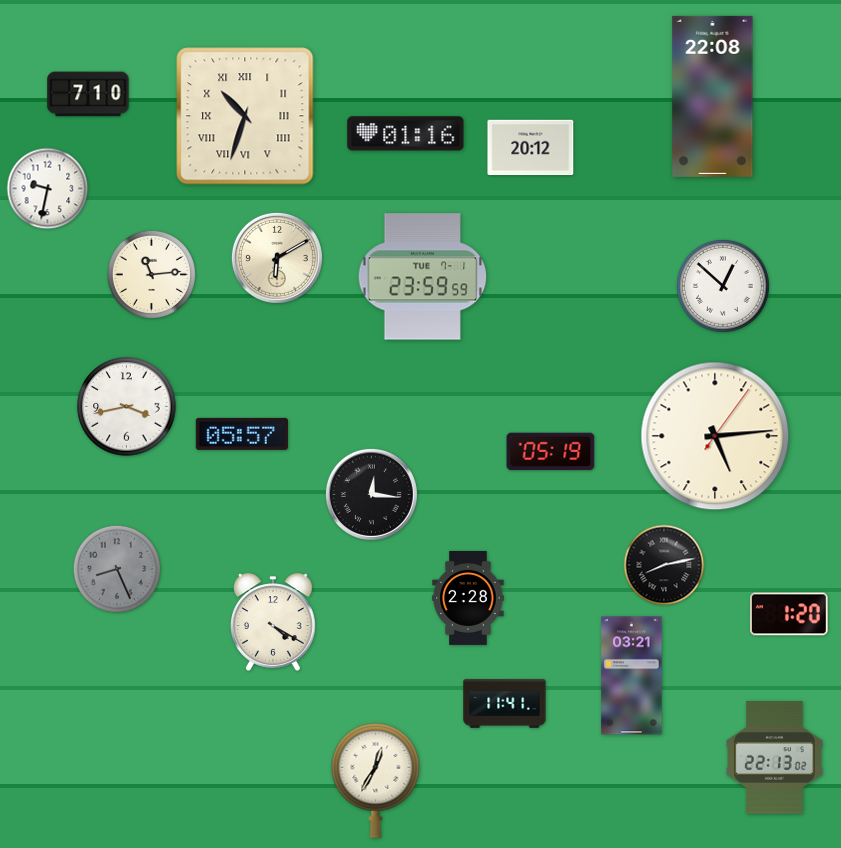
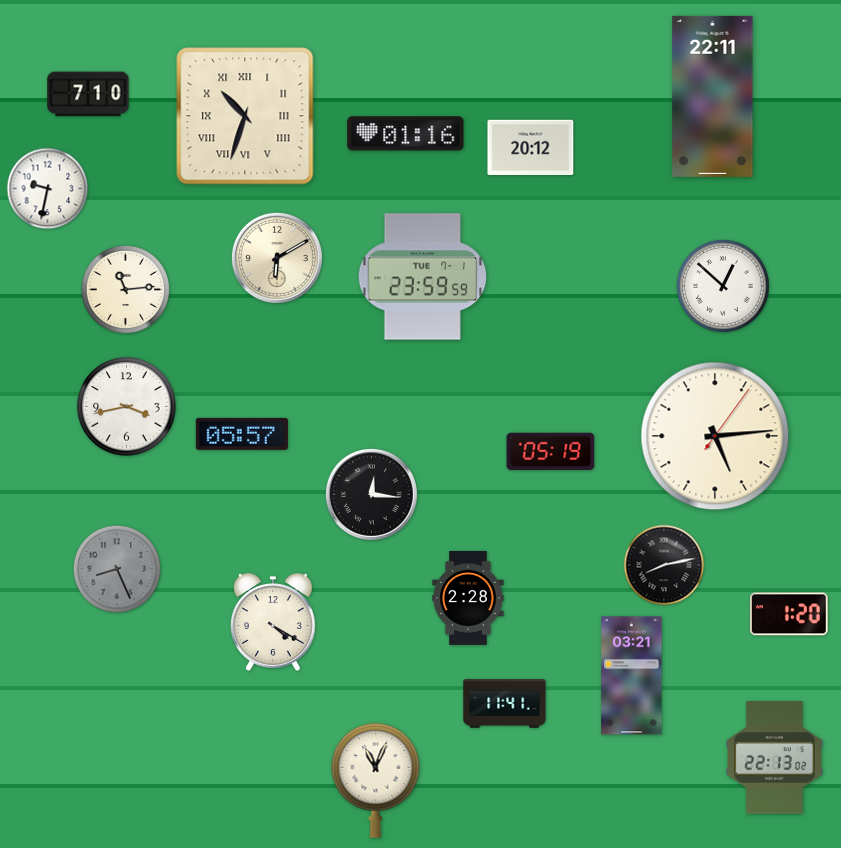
clock at (713, 96): 22:08 -> 22:11
clock at (151, 274) position: (151, 274) -> (125, 289)
clock at (376, 781): 12:35 -> 11:04
